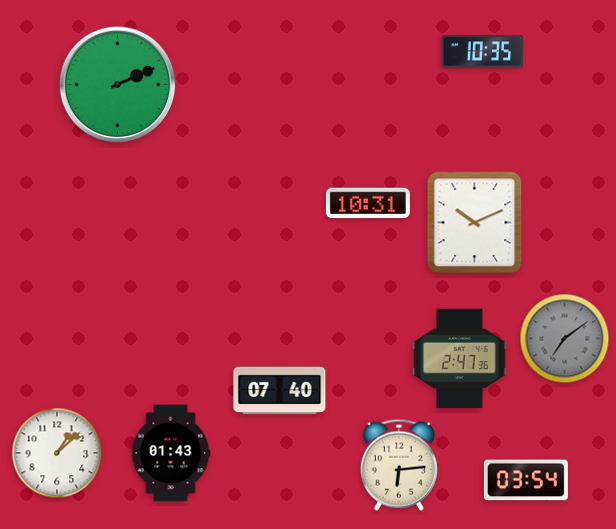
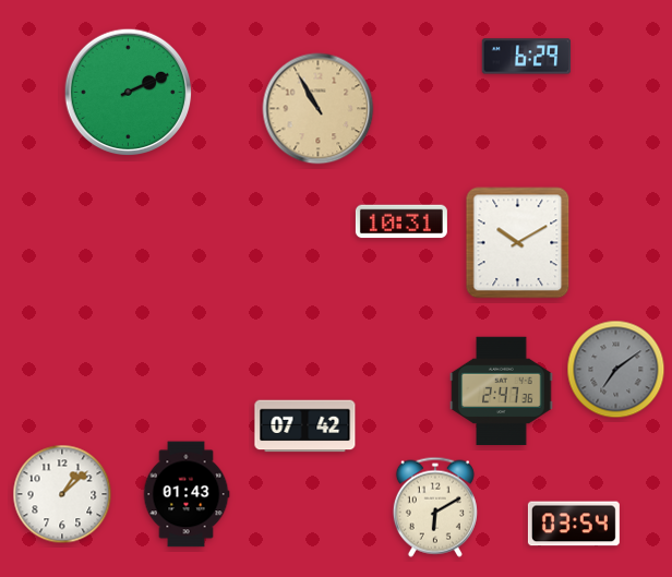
clock at (483, 52): 10:35 -> 6:29
clock at (319, 109): none -> 10:55
clock at (475, 223): 10:11 -> 10:10
clock at (280, 391): 07:40 -> 07:42
clock at (399, 465): 6:14 -> 6:10
